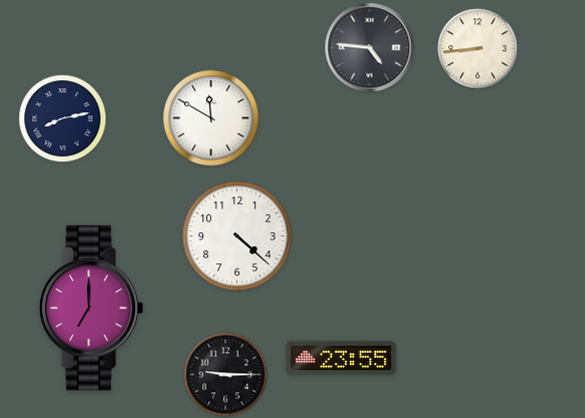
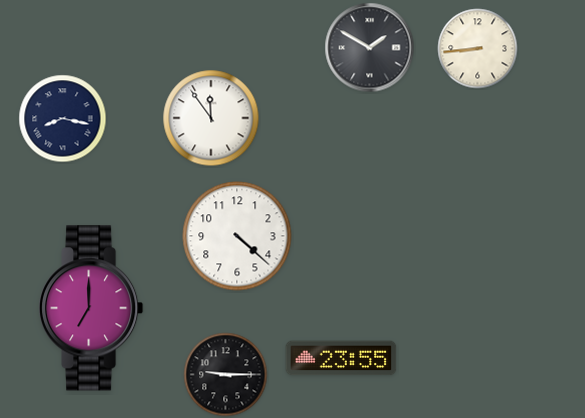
clock at (370, 48): 4:46 -> 1:50
clock at (211, 118): 11:50 -> 11:54
clock at (63, 119): 8:13 -> 8:17
